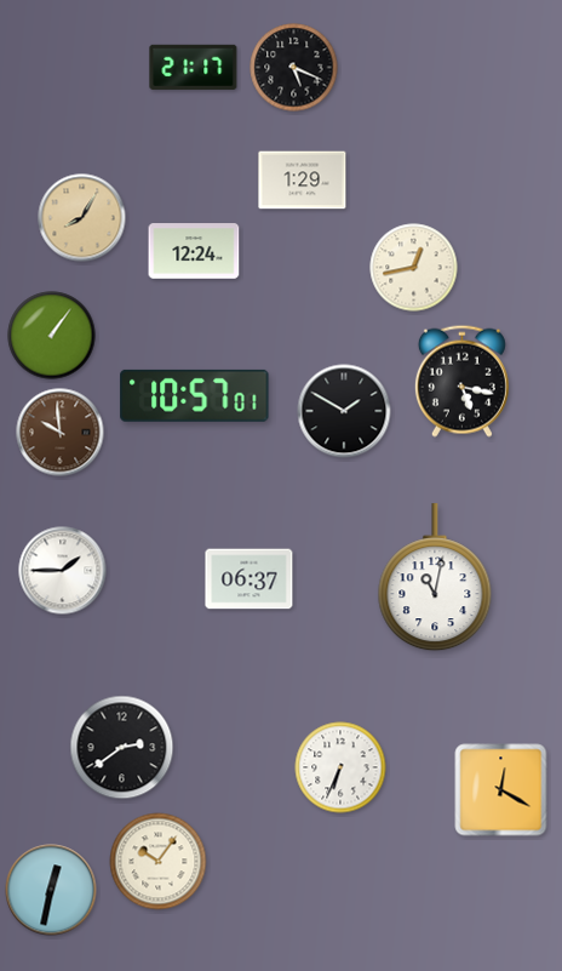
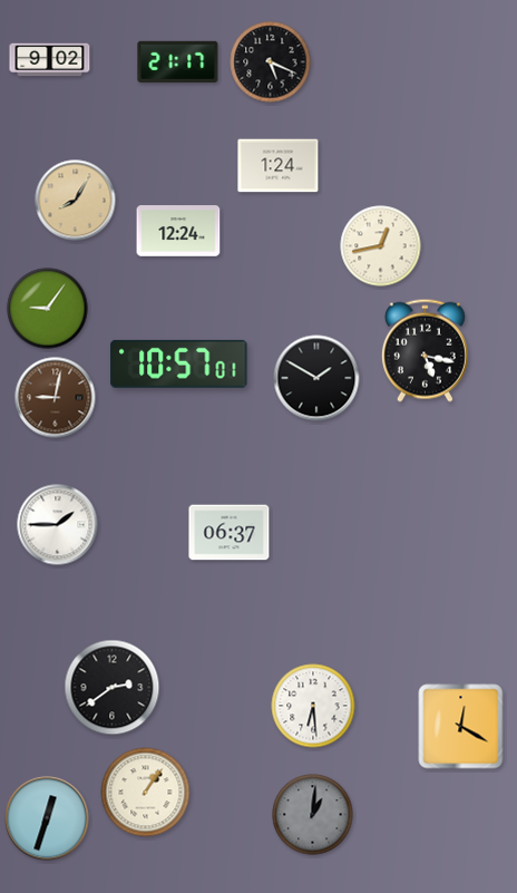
clock at (50, 60): none -> 9:02
clock at (303, 181): 1:29 -> 1:24
clock at (52, 336): 1:06 -> 9:06
clock at (61, 433): 9:59 -> 9:02
clock at (435, 578): 11:02 -> none
clock at (340, 767): 6:34 -> 6:29
clock at (159, 862): 10:06 -> 1:06
clock at (313, 815): none -> 1:01
clock at (51, 890): 12:32 -> 12:33
